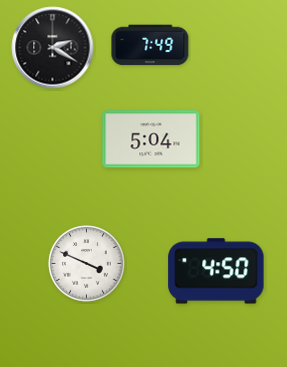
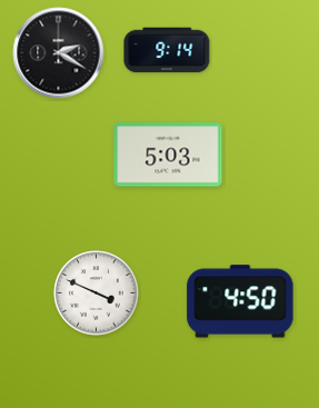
clock at (150, 45): 7:49 -> 9:14
clock at (151, 139): 5:04 -> 5:03
